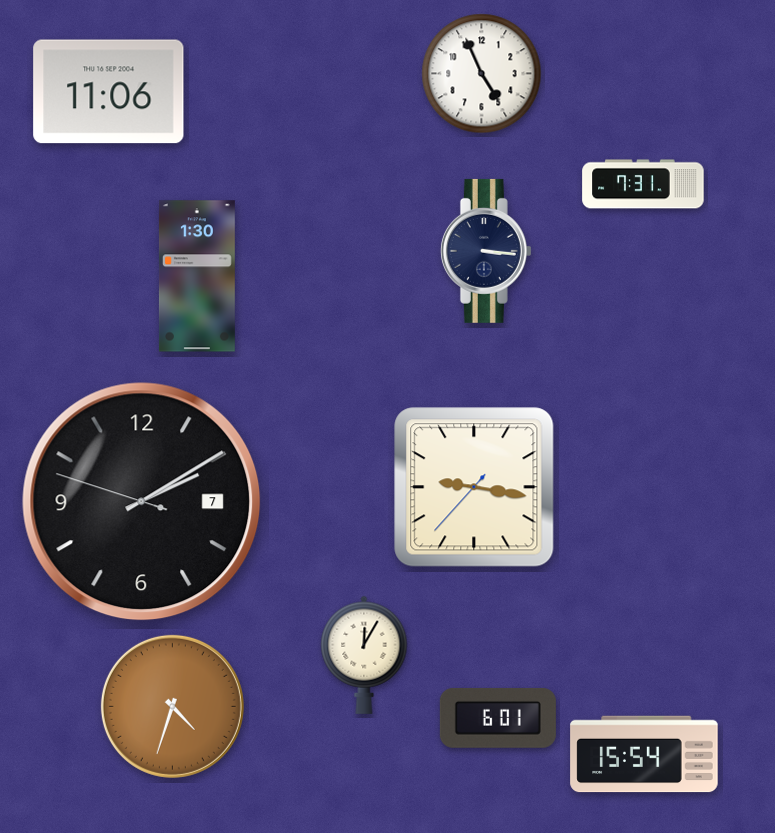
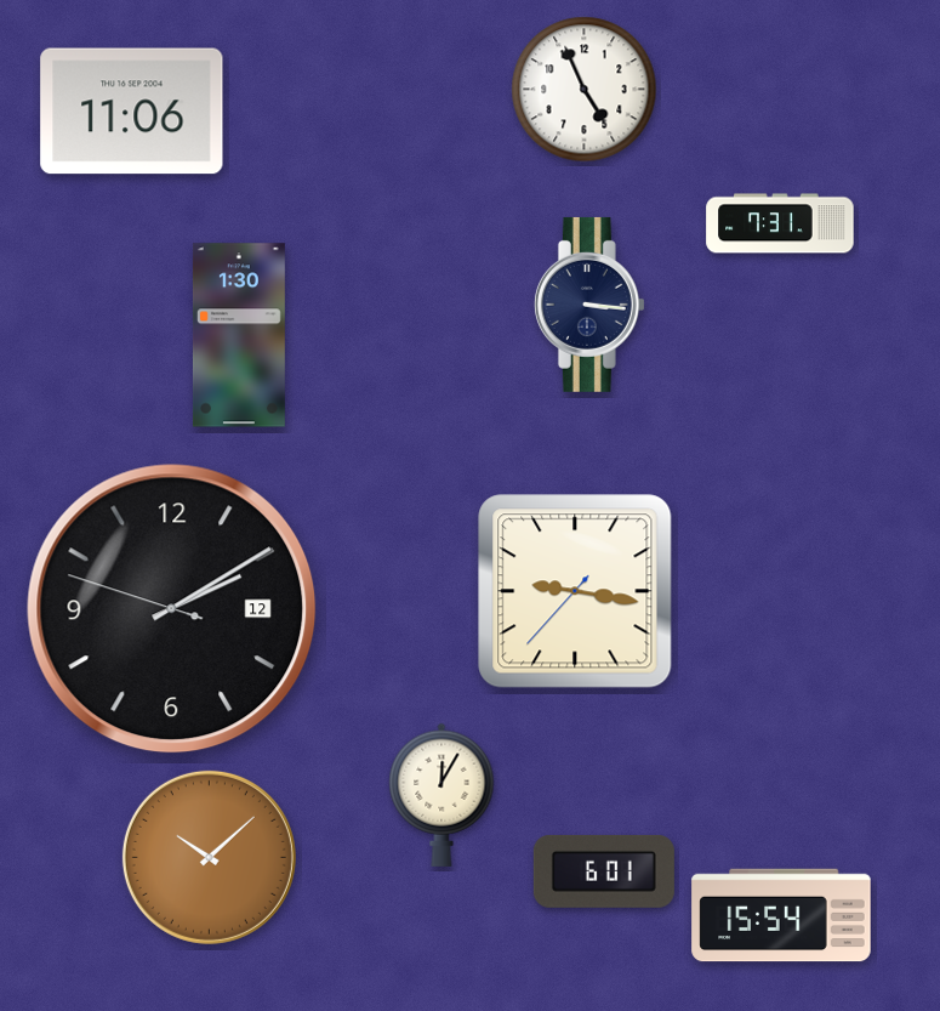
clock at (142, 502) date: 7 -> 12
clock at (172, 706): 4:33 -> 10:08
